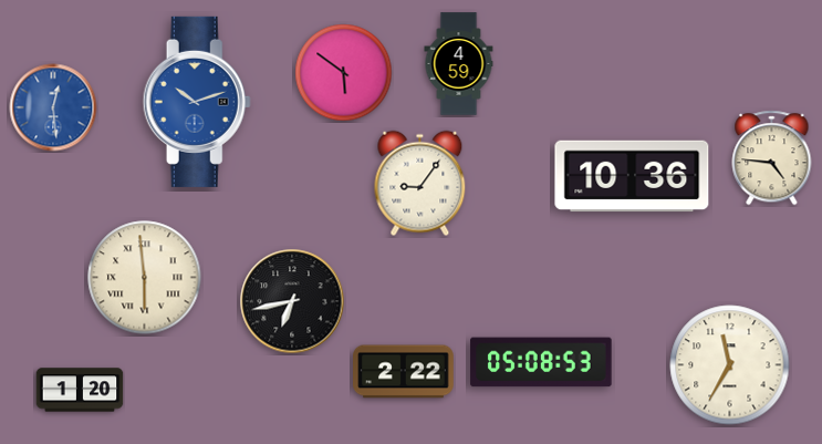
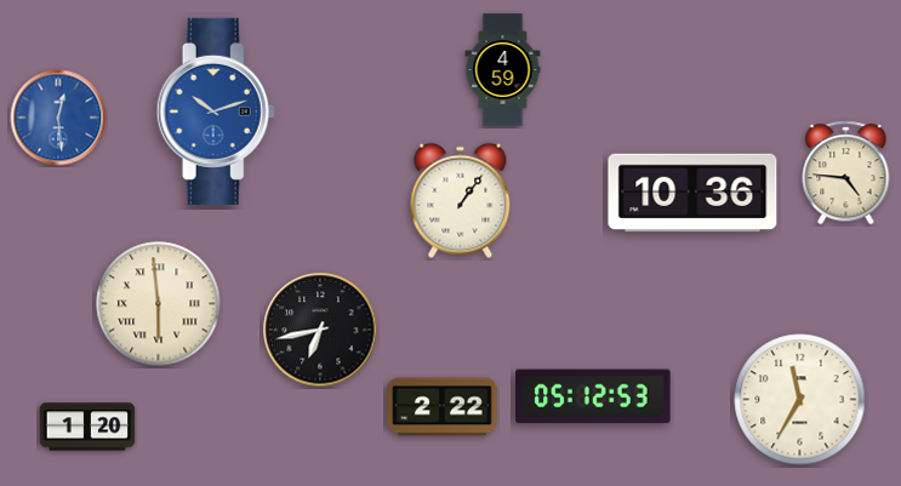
clock at (344, 73): 5:51 -> none
clock at (420, 184): 9:06 -> 1:06
clock at (541, 362): 05:08 -> 05:12
